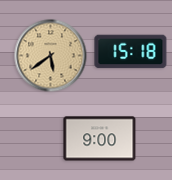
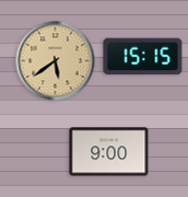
clock at (131, 52): 15:18 -> 15:15
